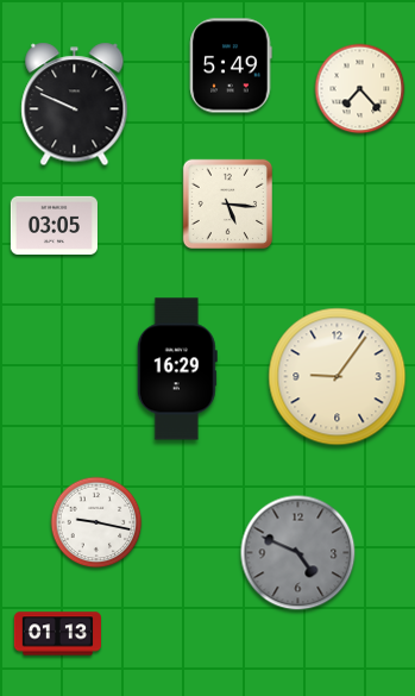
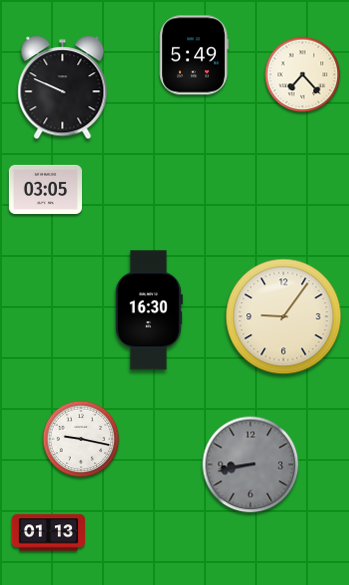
clock at (227, 203): 5:16 -> none
clock at (177, 369): 16:29 -> 16:30
clock at (298, 553): 4:49 -> 8:43
